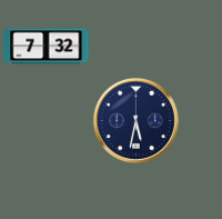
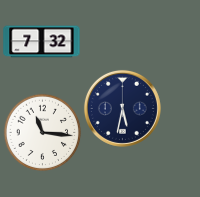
clock at (42, 132): none -> 11:16
